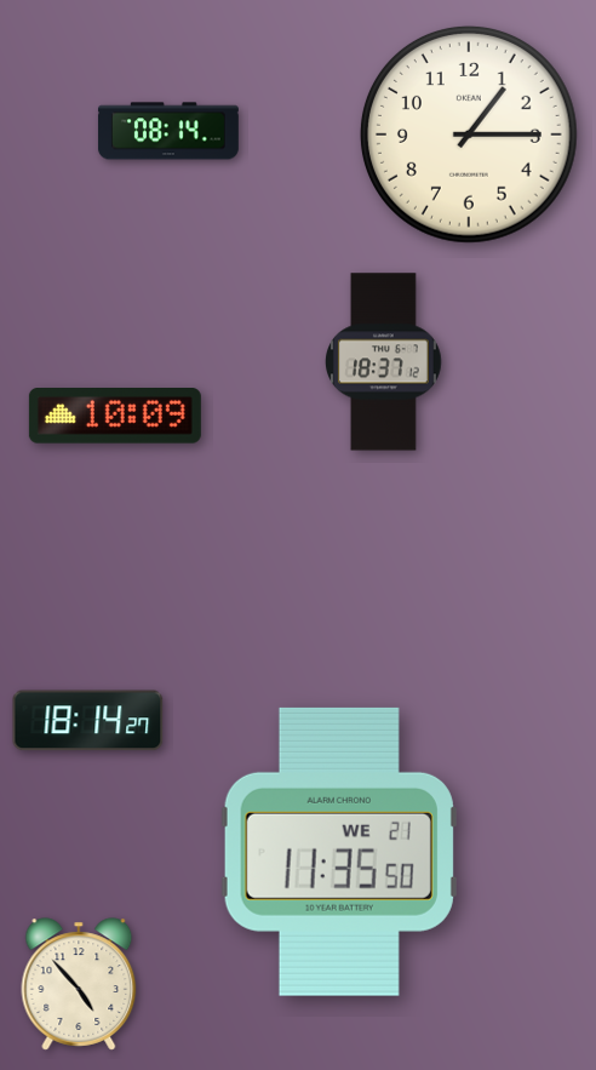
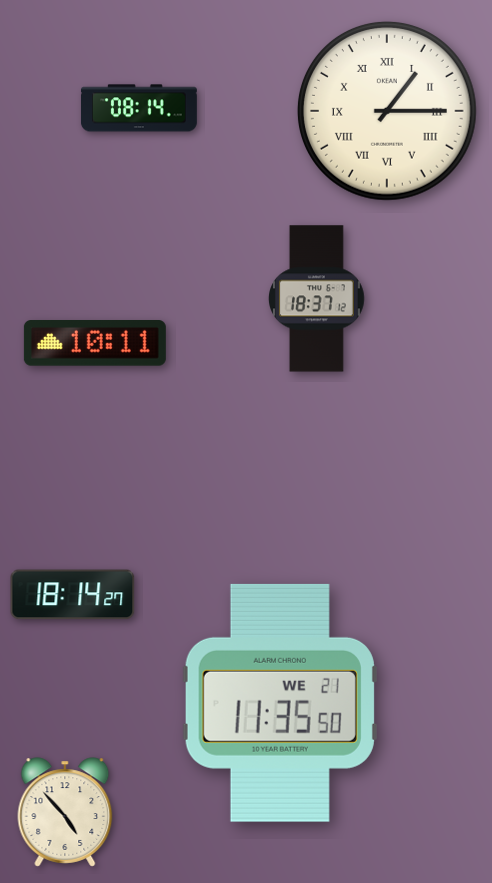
clock at (469, 135) numerals: Arabic -> Roman
clock at (115, 416): 10:09 -> 10:11
